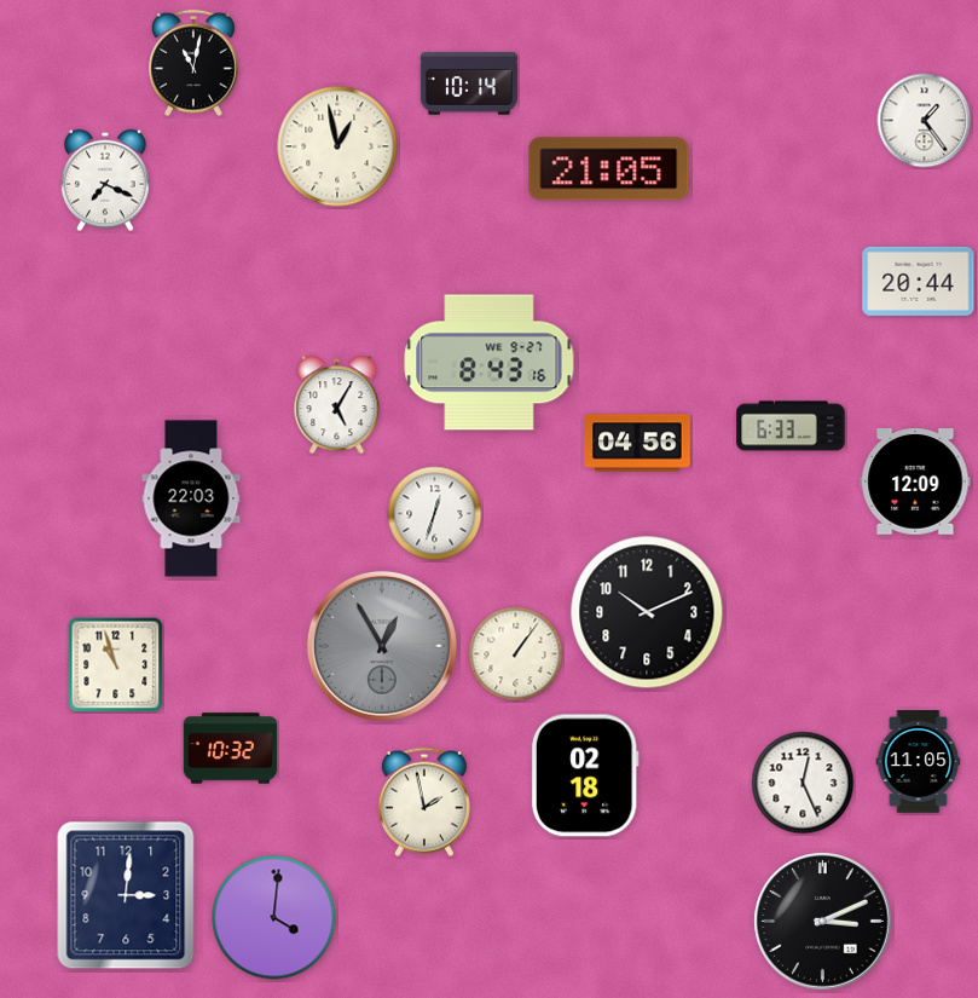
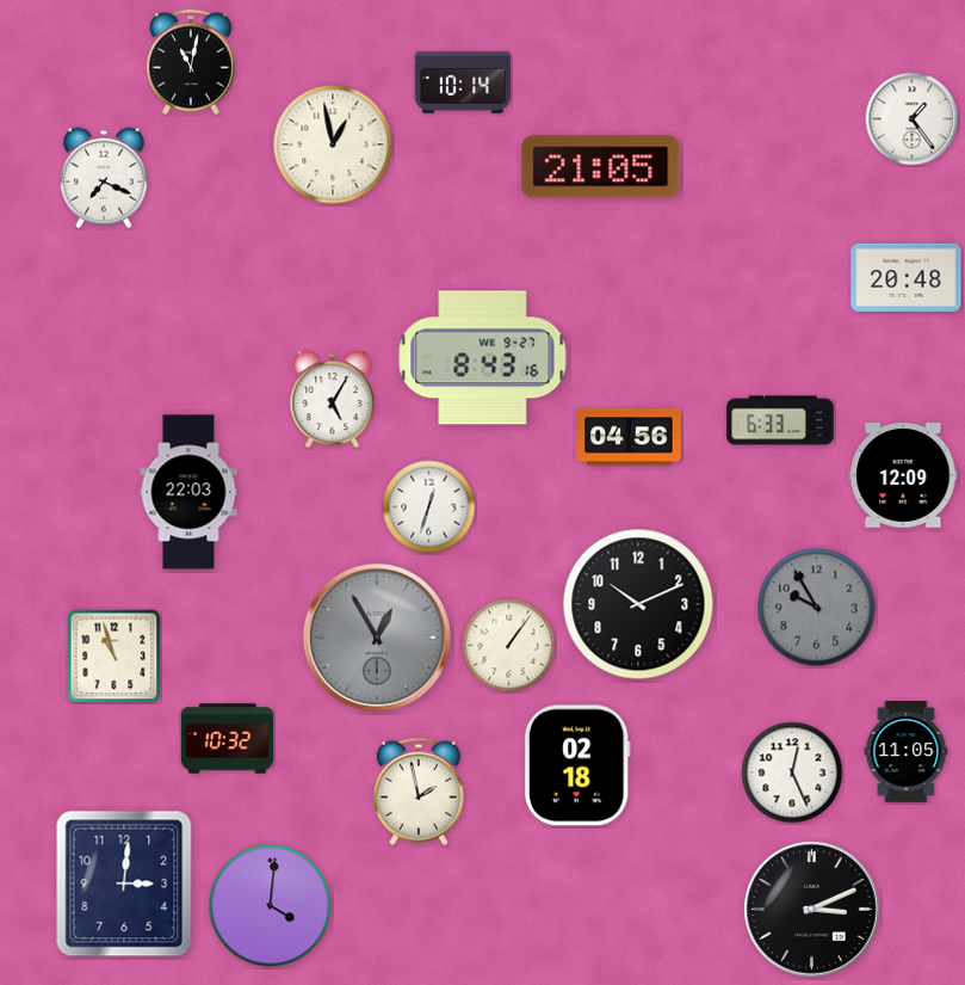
clock at (919, 281): 20:44 -> 20:48
clock at (817, 608): none -> 9:55
